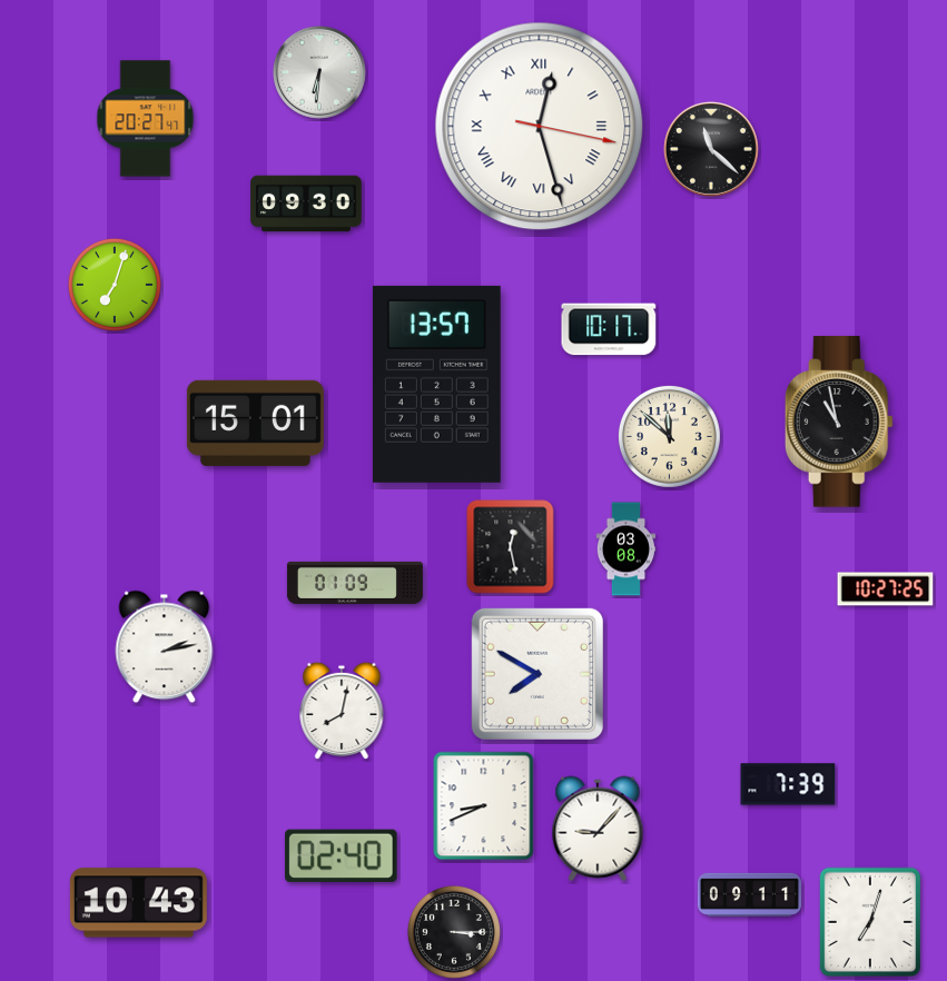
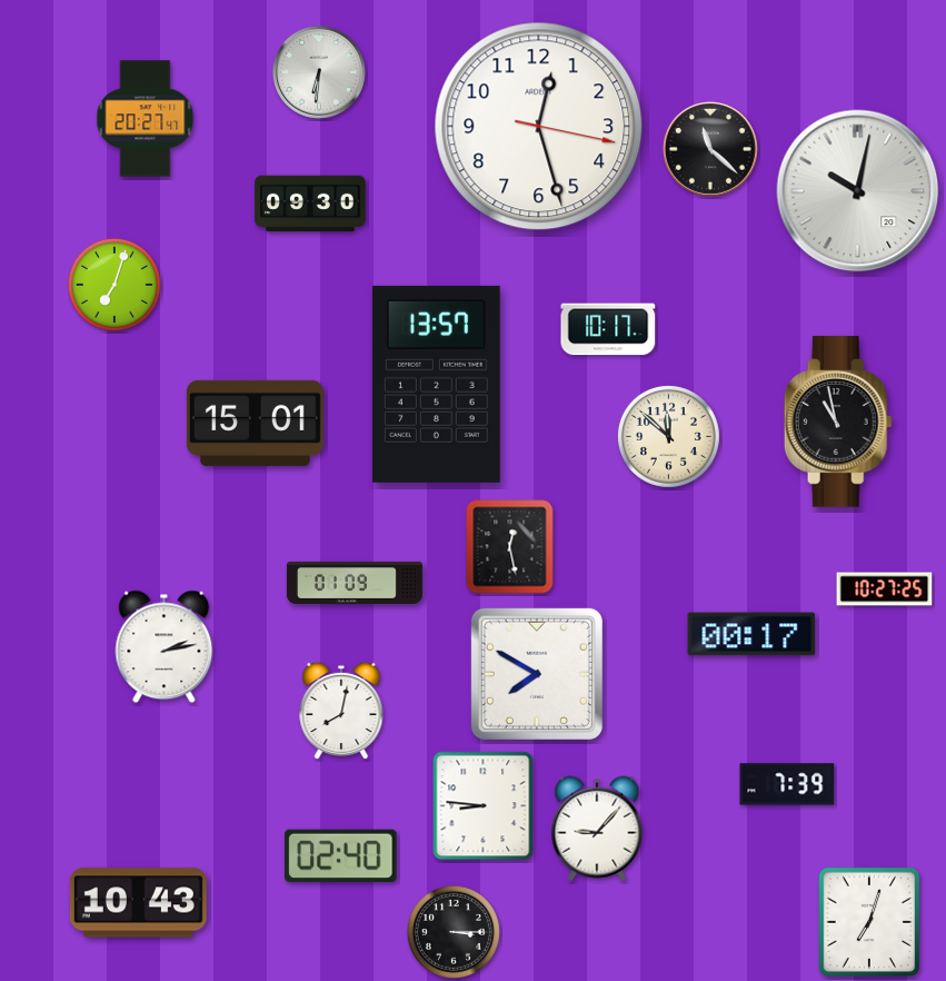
clock at (540, 127) numerals: Roman -> Arabic
clock at (858, 191): none -> 10:02
clock at (306, 204) position: (306, 204) -> (310, 204)
clock at (627, 549): 03:08 -> none
clock at (751, 634): none -> 00:17
clock at (484, 806): 8:41 -> 8:46
clock at (749, 894): 09:11 -> none
